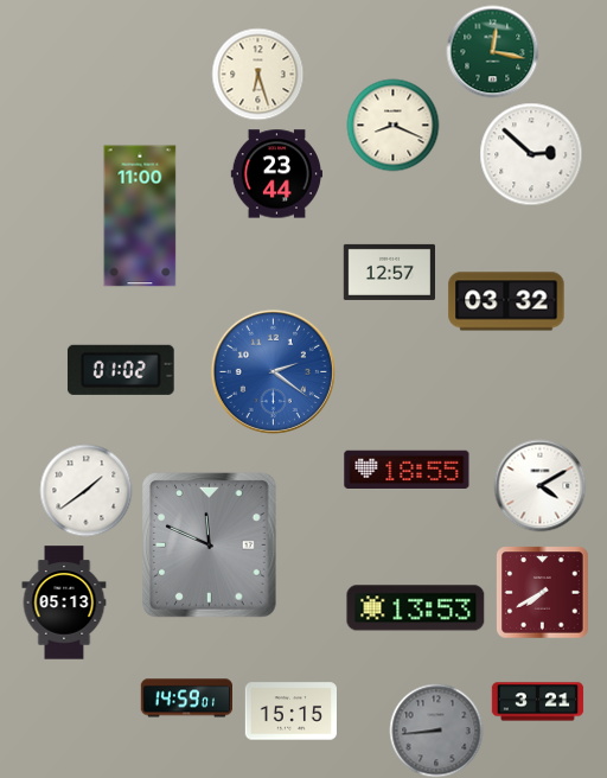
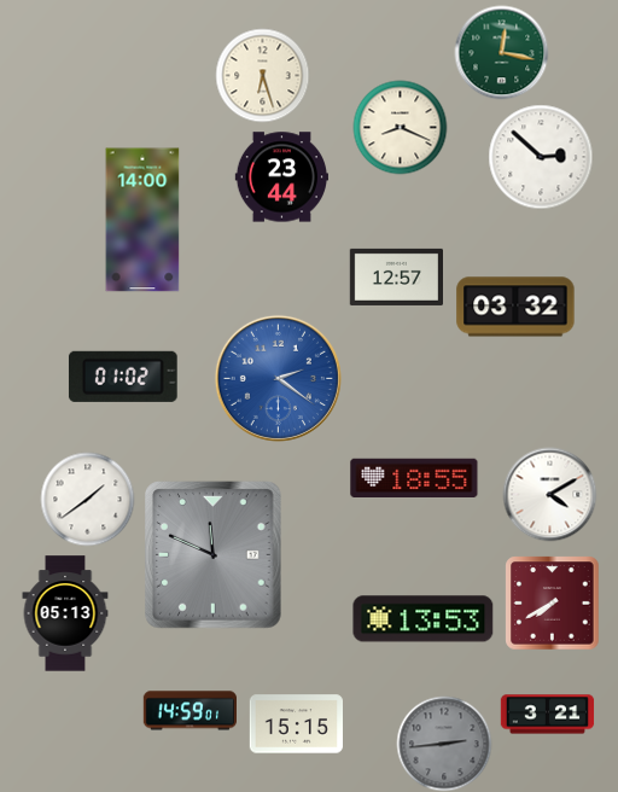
clock at (140, 216): 11:00 -> 14:00
clock at (436, 731): 8:44 -> 2:44
